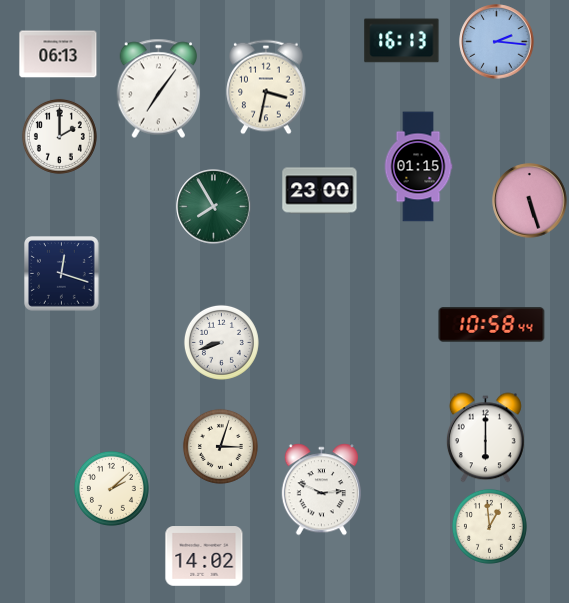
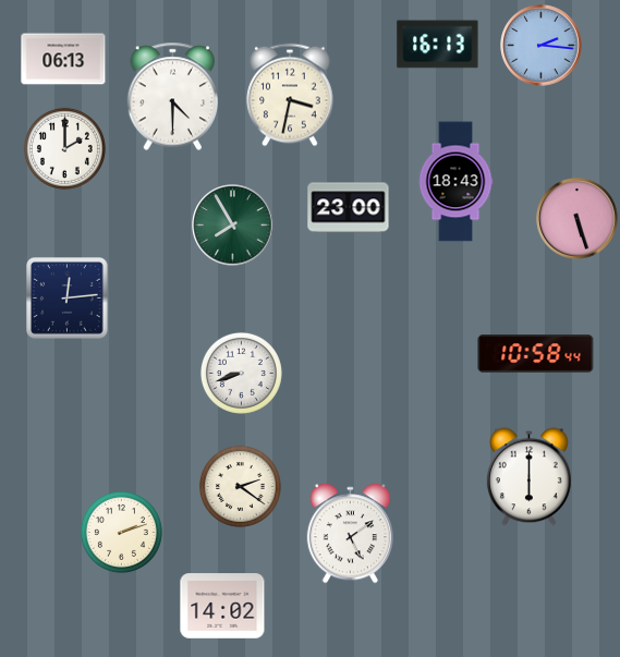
clock at (159, 89): 7:06 -> 4:30
clock at (418, 167): 01:15 -> 18:43
clock at (62, 274): 12:18 -> 12:14
clock at (220, 446): 3:03 -> 2:21
clock at (111, 488): 2:08 -> 2:12
clock at (321, 490): 2:49 -> 5:09
clock at (489, 526): 12:59 -> none
